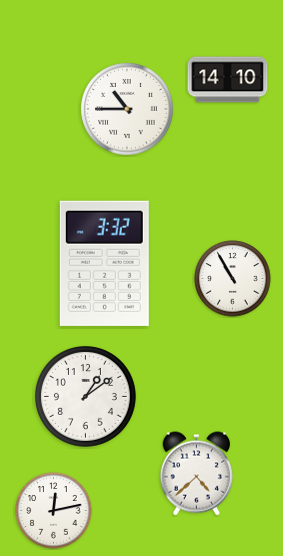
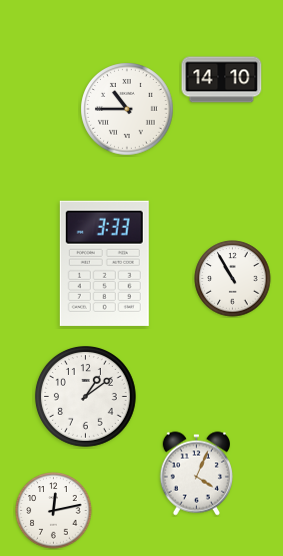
clock at (228, 80) position: (228, 80) -> (222, 80)
clock at (104, 263): 3:32 -> 3:33
clock at (196, 474): 4:38 -> 4:04
